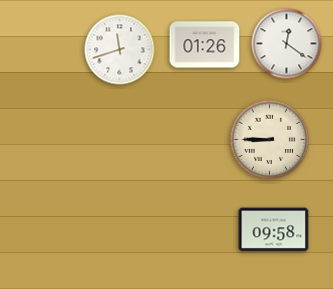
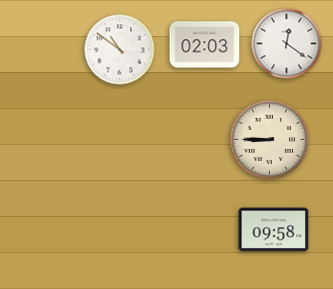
clock at (205, 45): 01:26 -> 02:03
clock at (120, 50): 11:42 -> 10:51
